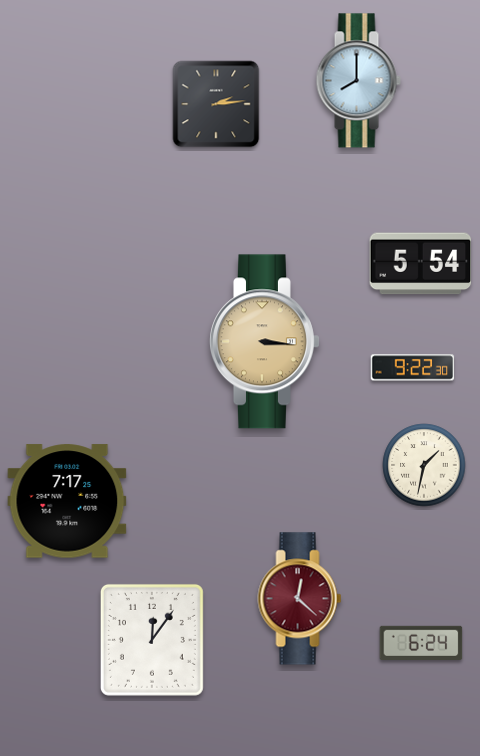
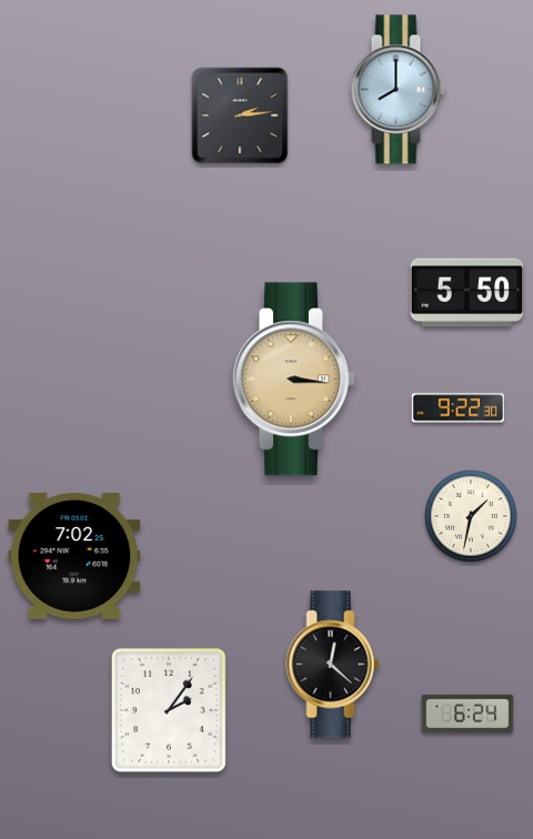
clock at (421, 264): 5:54 -> 5:50
clock at (67, 501): 7:17 -> 7:02
clock at (300, 599) dial: burgundy -> black
clock at (152, 640): 12:06 -> 2:06
